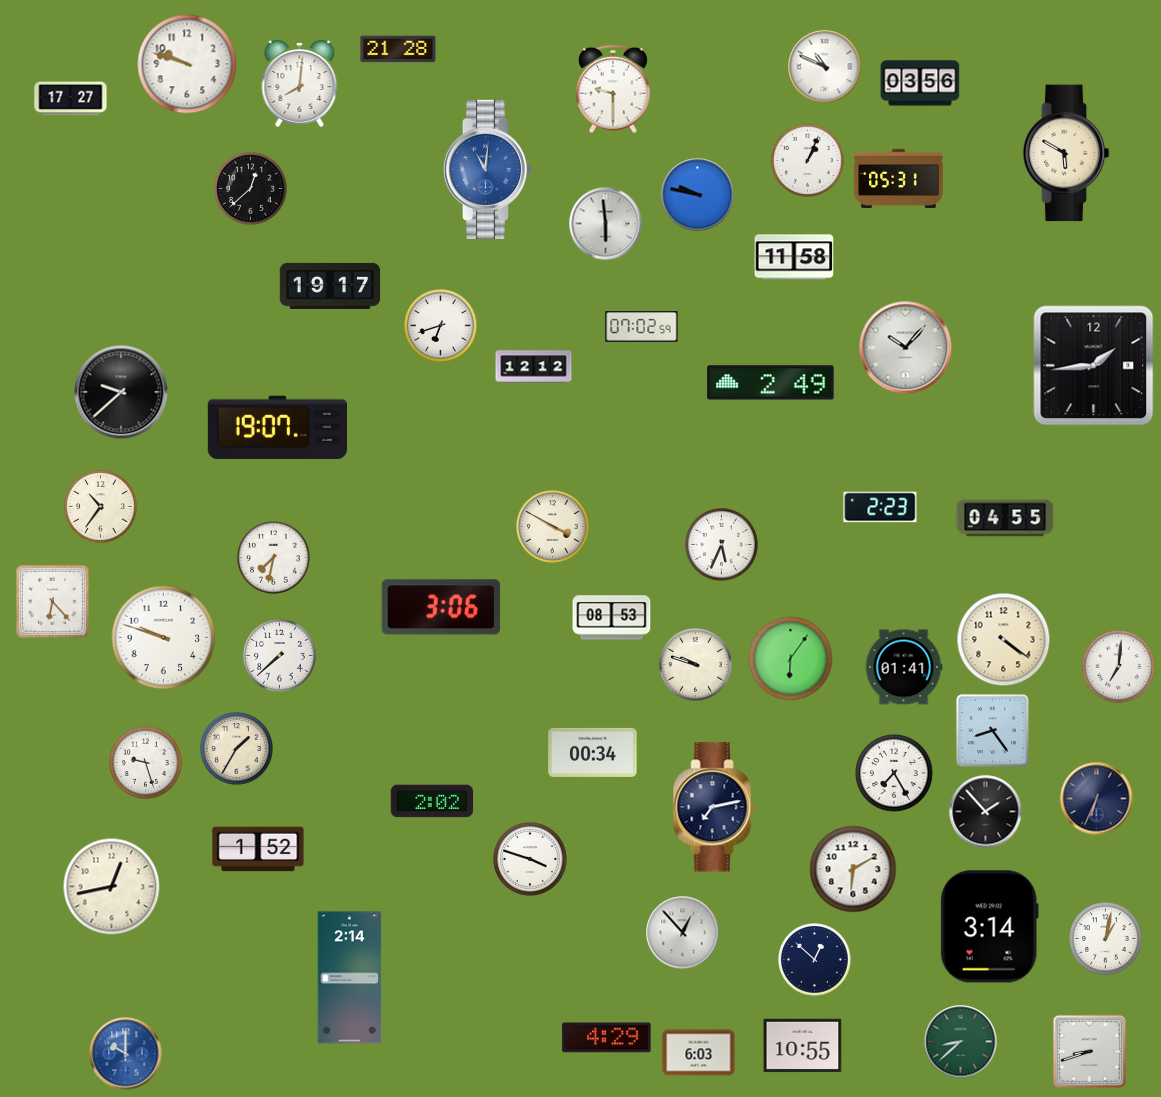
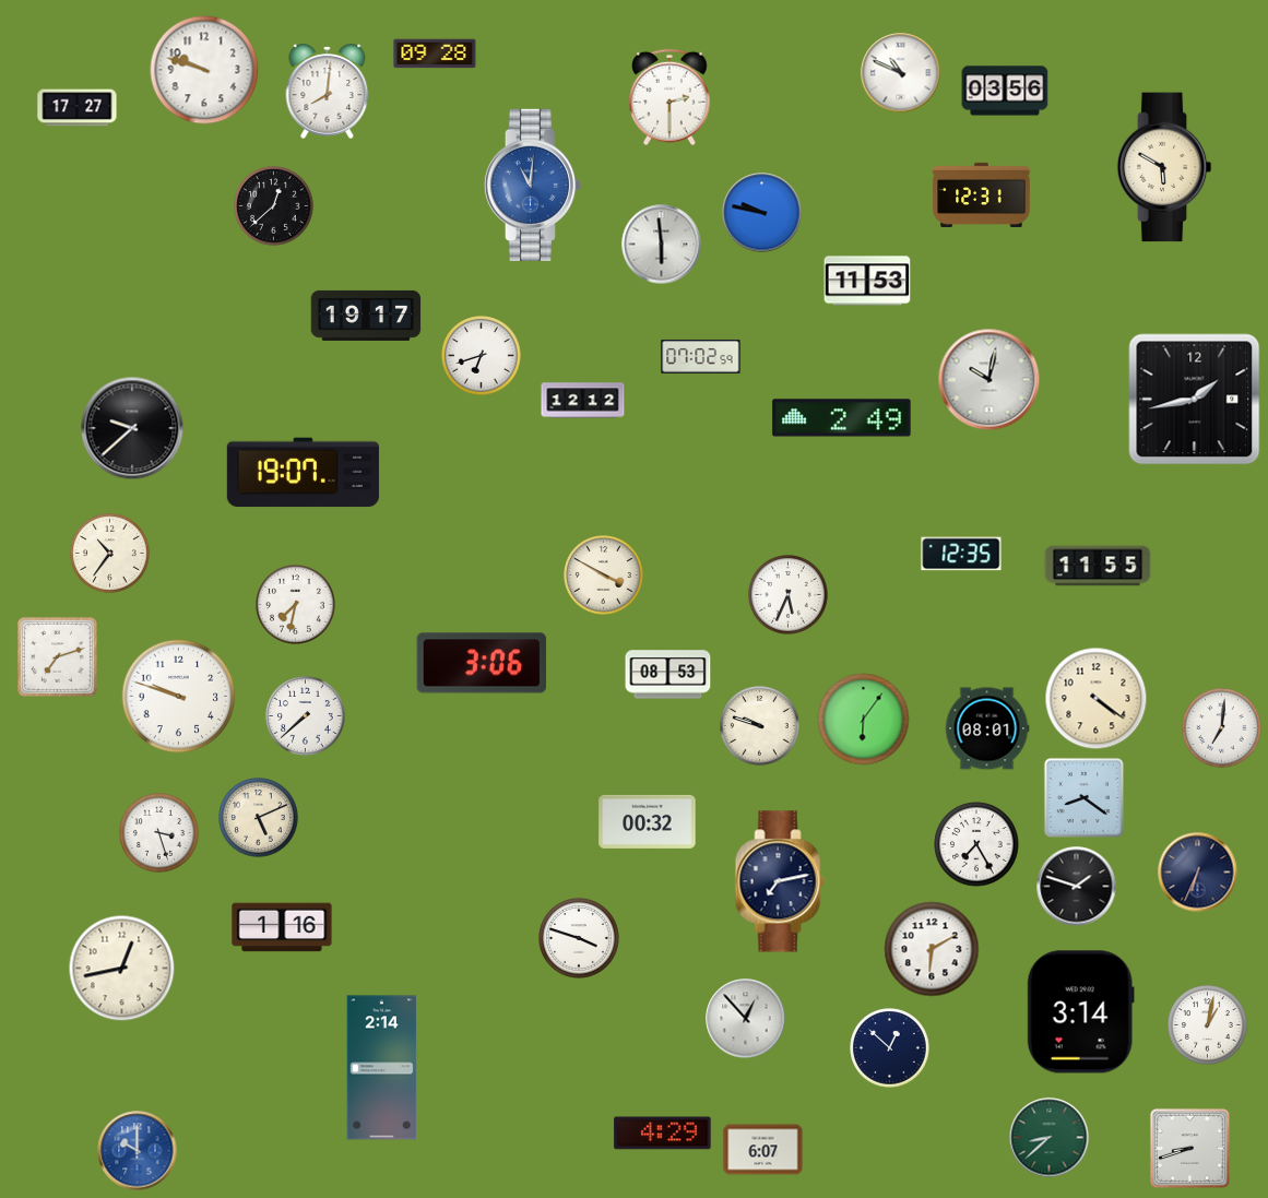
clock at (398, 49): 21:28 -> 09:28
clock at (614, 89): 9:30 -> 2:30
clock at (808, 161): 1:04 -> none
clock at (899, 178): 05:31 -> 12:31
clock at (794, 257): 11:58 -> 11:53
clock at (330, 286) position: (330, 286) -> (366, 316)
clock at (906, 348): 10:07 -> 10:02
clock at (1094, 366): 1:44 -> 1:43
clock at (277, 428) position: (277, 428) -> (303, 473)
clock at (880, 507): 2:23 -> 12:35
clock at (1005, 518): 04:55 -> 11:55
clock at (274, 558) position: (274, 558) -> (296, 605)
clock at (52, 601): 6:23 -> 7:12
clock at (904, 667): 01:41 -> 08:01
clock at (992, 730): 8:24 -> 8:21
clock at (237, 749): 1:35 -> 5:11
clock at (593, 752): 00:34 -> 00:32
clock at (146, 763): 9:27 -> 3:27
clock at (432, 801): 2:02 -> none
clock at (986, 812): 1:53 -> 1:48
clock at (258, 849): 1:52 -> 1:16
clock at (803, 1046): 10:55 -> none
clock at (699, 1053): 6:03 -> 6:07
